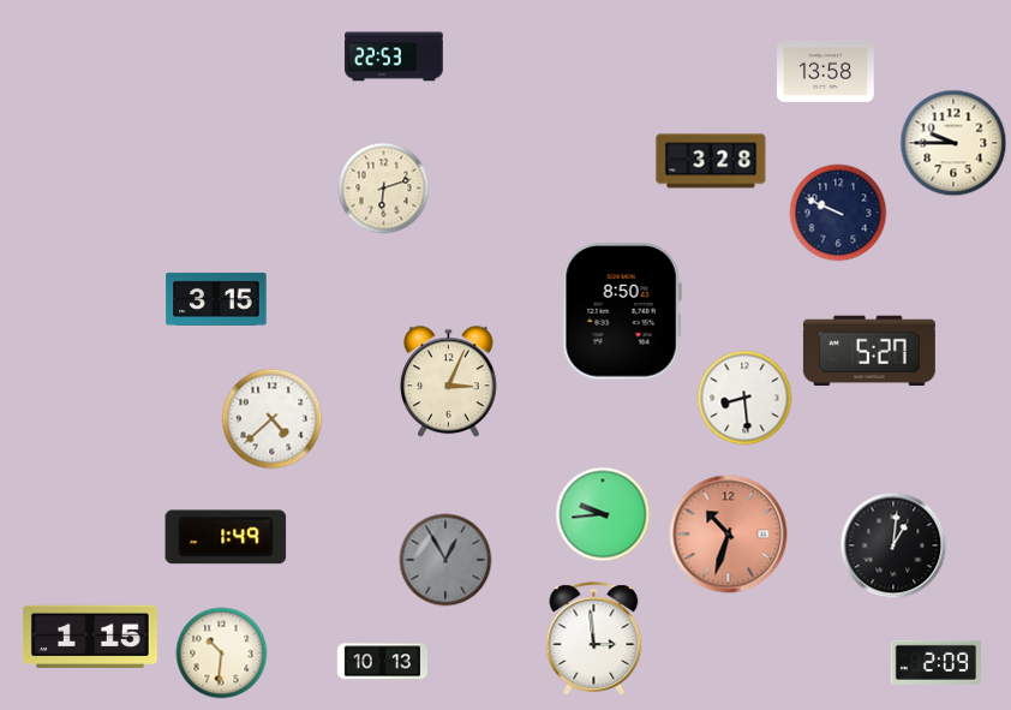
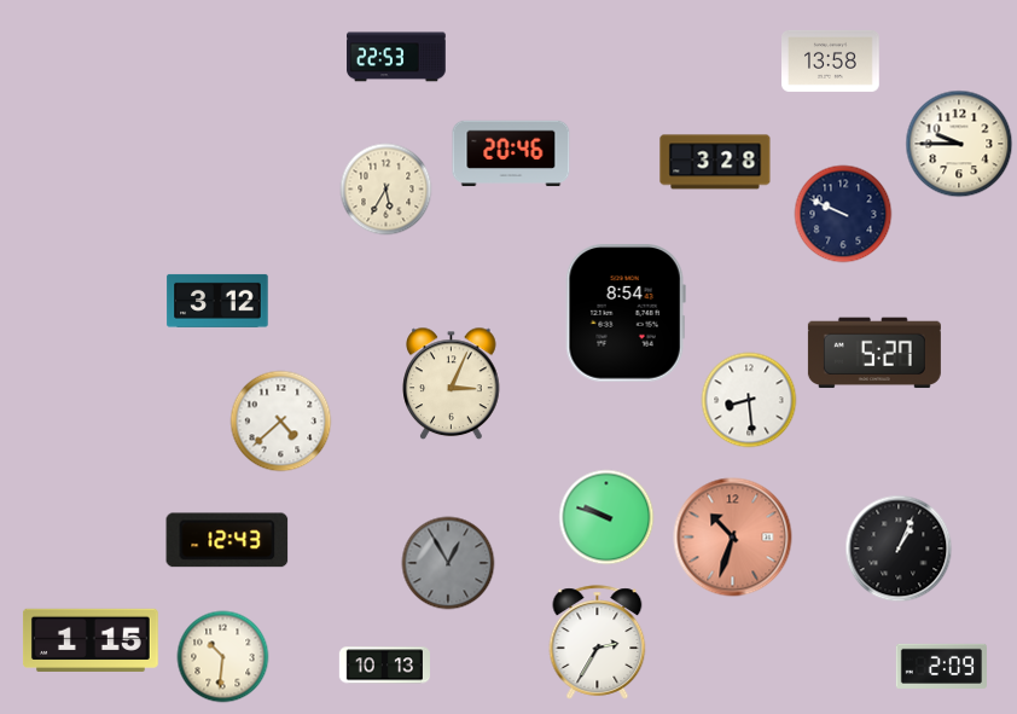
clock at (826, 71) position: (826, 71) -> (831, 60)
clock at (511, 153): none -> 20:46
clock at (384, 189): 6:12 -> 5:35
clock at (216, 299): 3:15 -> 3:12
clock at (622, 312): 8:50 -> 8:54
clock at (273, 419) position: (273, 419) -> (281, 422)
clock at (603, 514): 9:44 -> 9:48
clock at (226, 537): 1:49 -> 12:43
clock at (893, 545): 1:01 -> 1:04
clock at (594, 639): 2:59 -> 2:35
